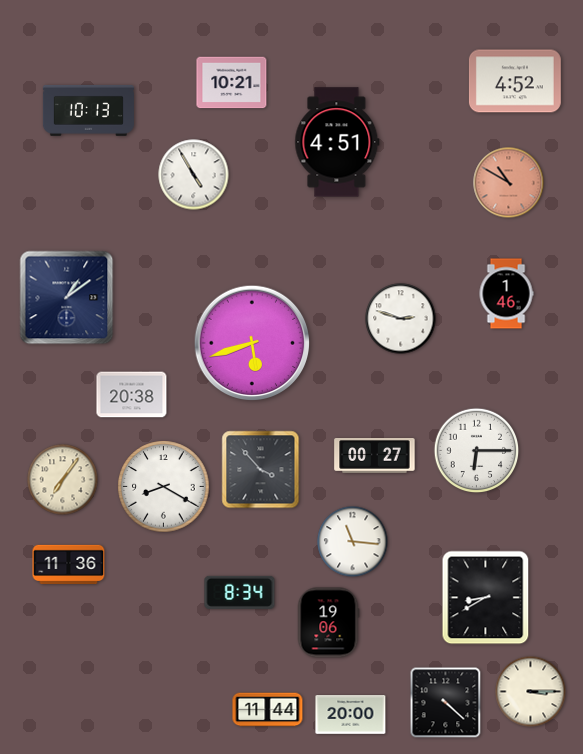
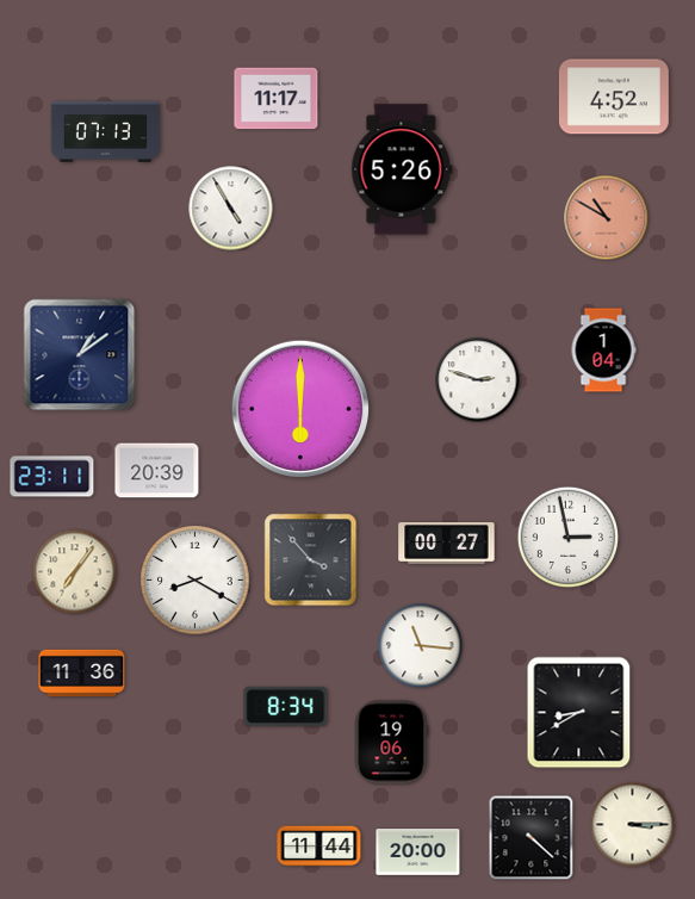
clock at (232, 83): 10:21 -> 11:17
clock at (88, 110): 10:13 -> 07:13
clock at (337, 142): 4:51 -> 5:26
clock at (506, 294): 1:46 -> 1:04
clock at (252, 343): 5:42 -> 6:00
clock at (132, 395): 20:38 -> 20:39
clock at (52, 477): none -> 23:11
clock at (477, 451): 6:15 -> 2:58
